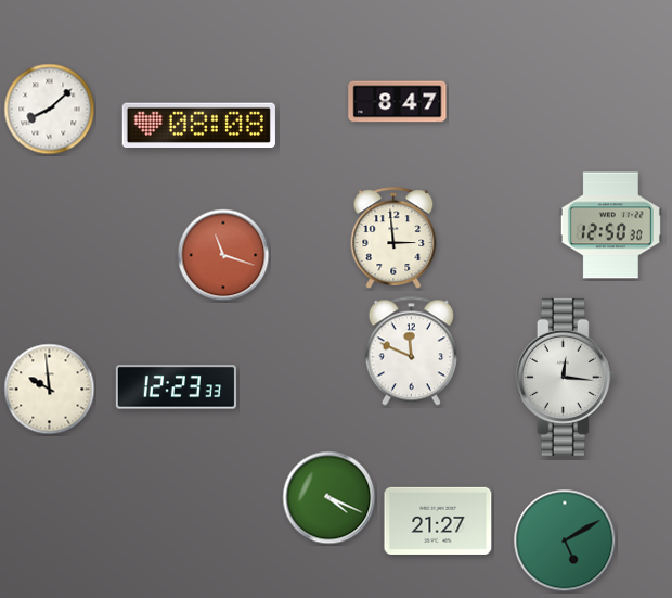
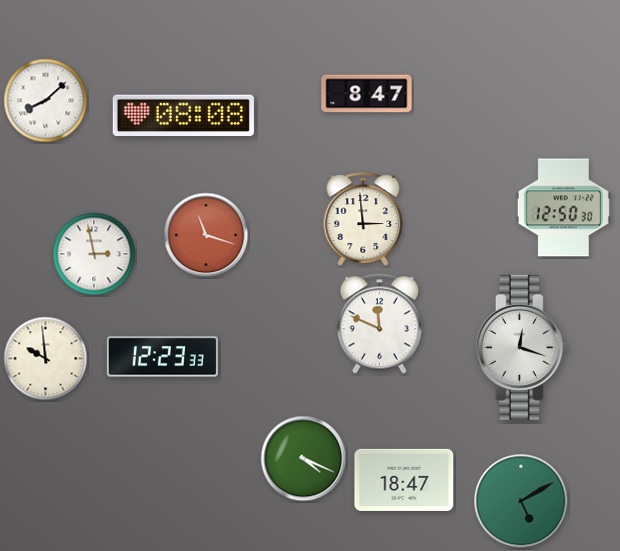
clock at (94, 254): none -> 2:58
clock at (565, 377): 12:16 -> 12:18
clock at (438, 521): 21:27 -> 18:47
clock at (565, 540) position: (565, 540) -> (521, 501)
